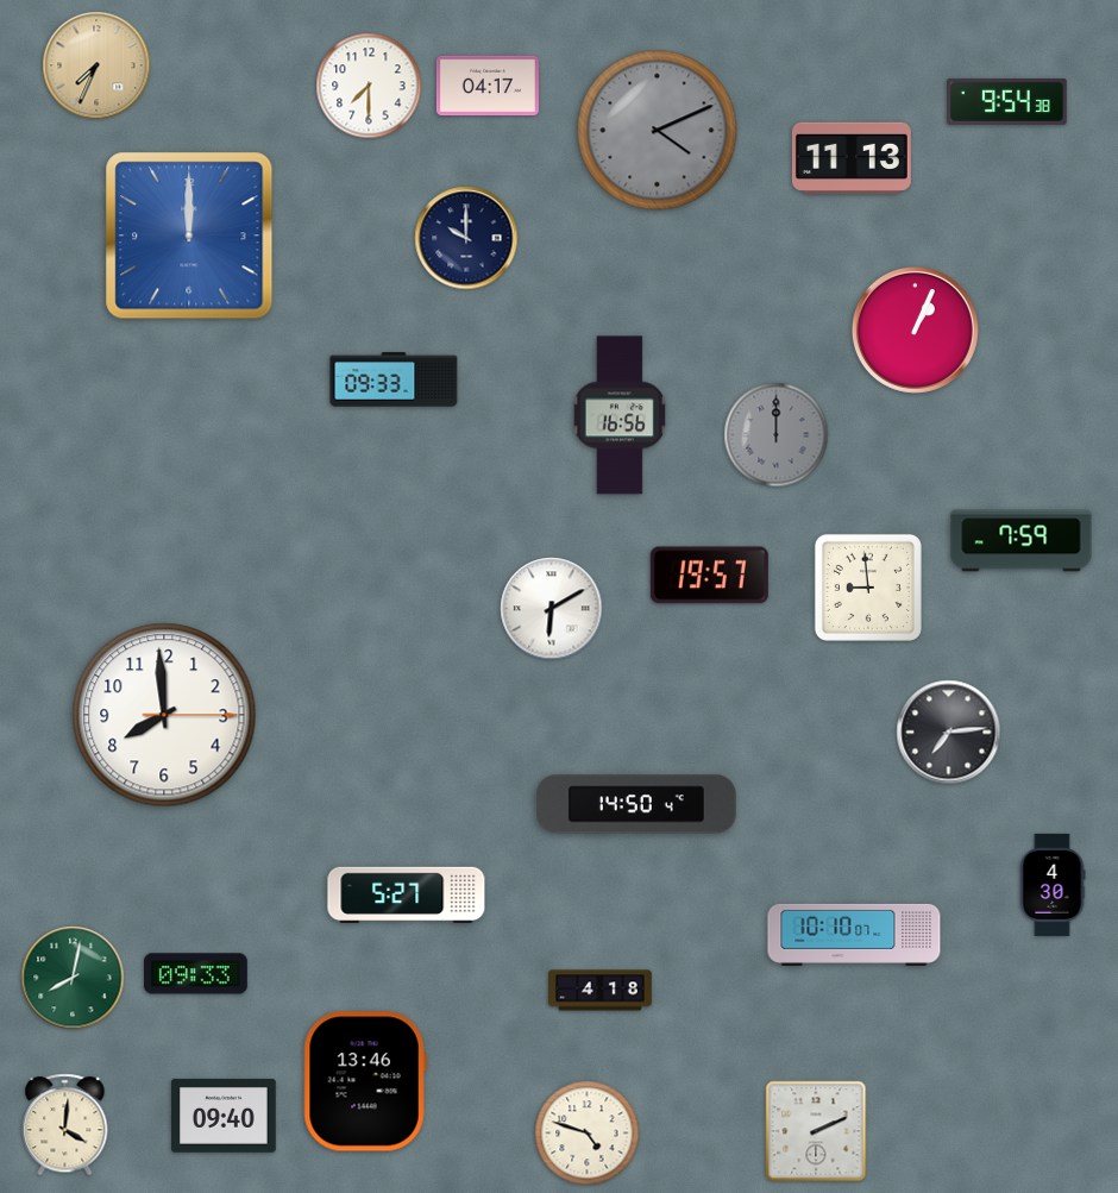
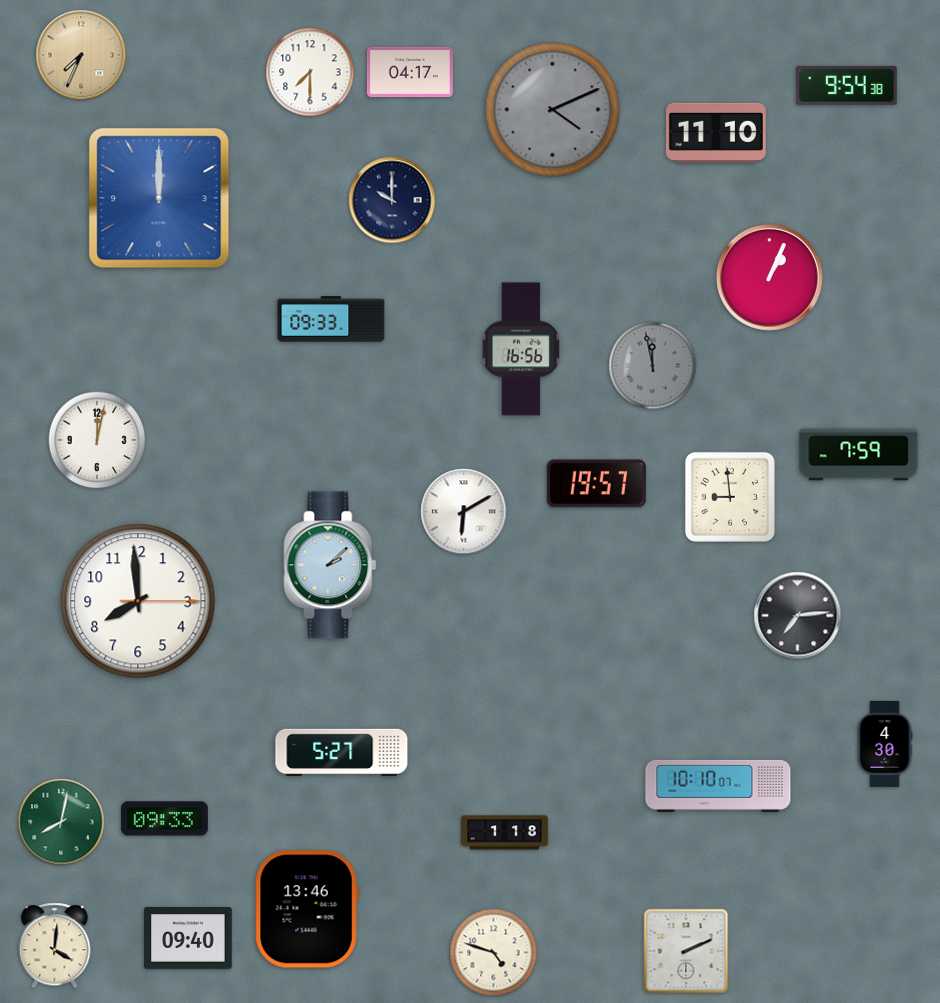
clock at (852, 158): 11:13 -> 11:10
clock at (777, 435): 12:00 -> 11:58
clock at (97, 440): none -> 12:02
clock at (868, 588) position: (868, 588) -> (730, 497)
clock at (330, 565): none -> 2:08
clock at (636, 804): 14:50 -> none
clock at (601, 991): 4:18 -> 1:18
